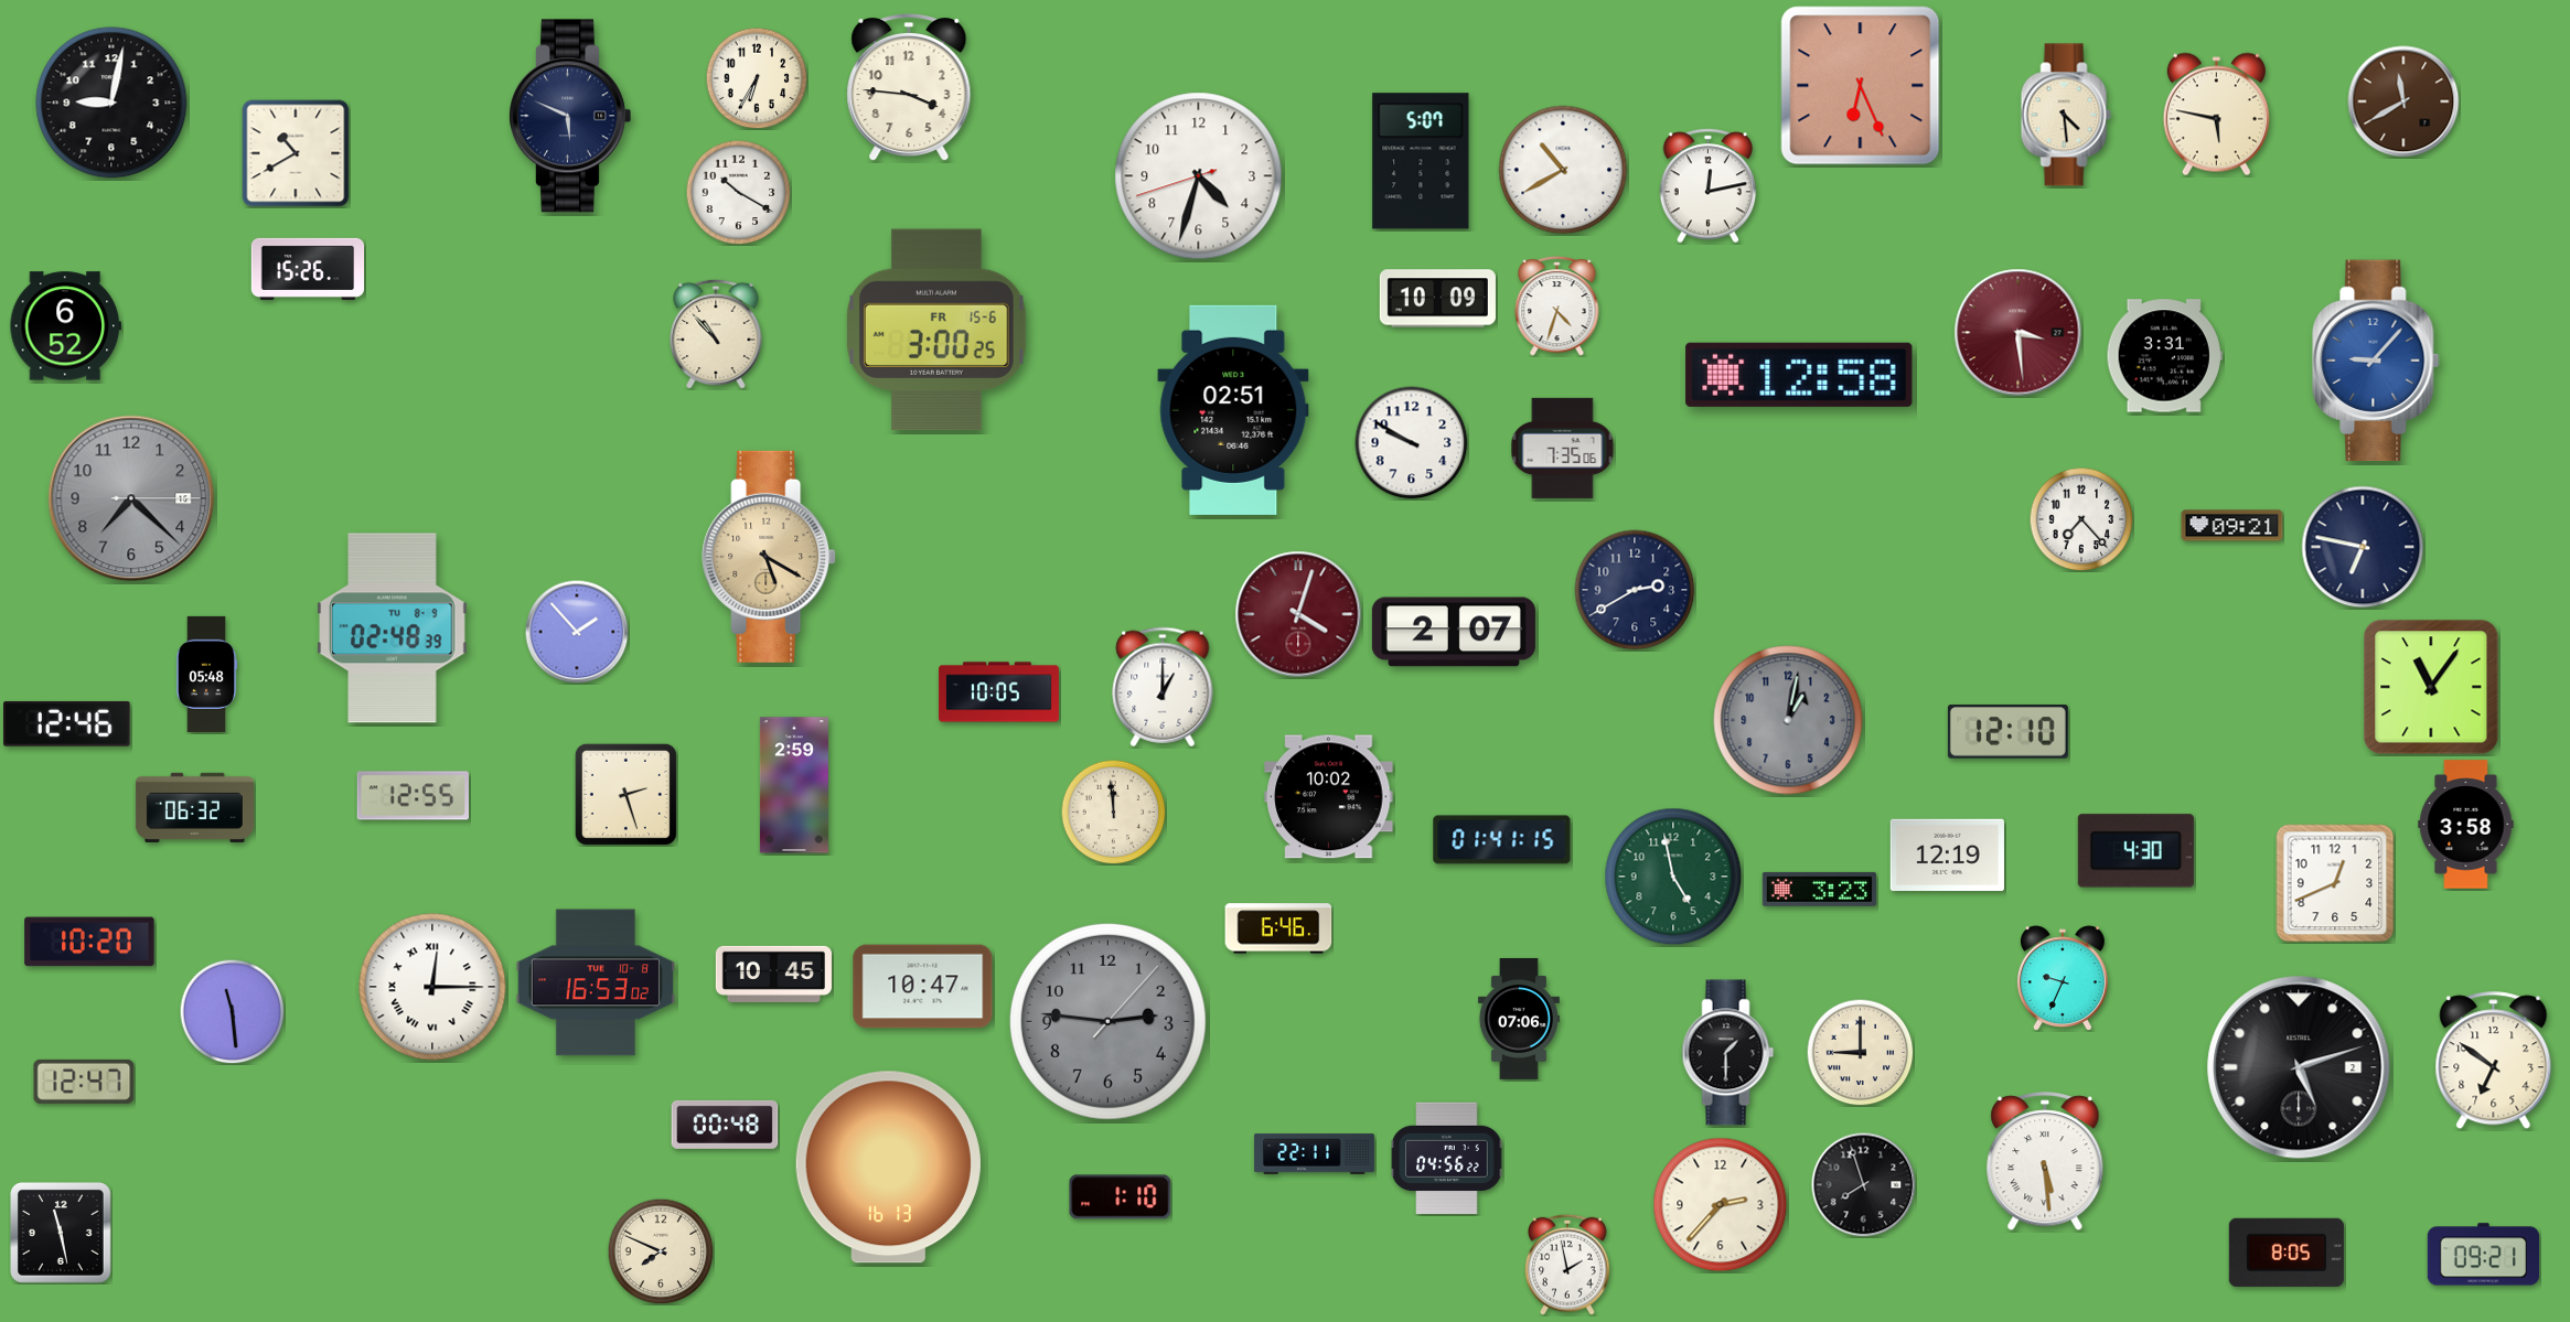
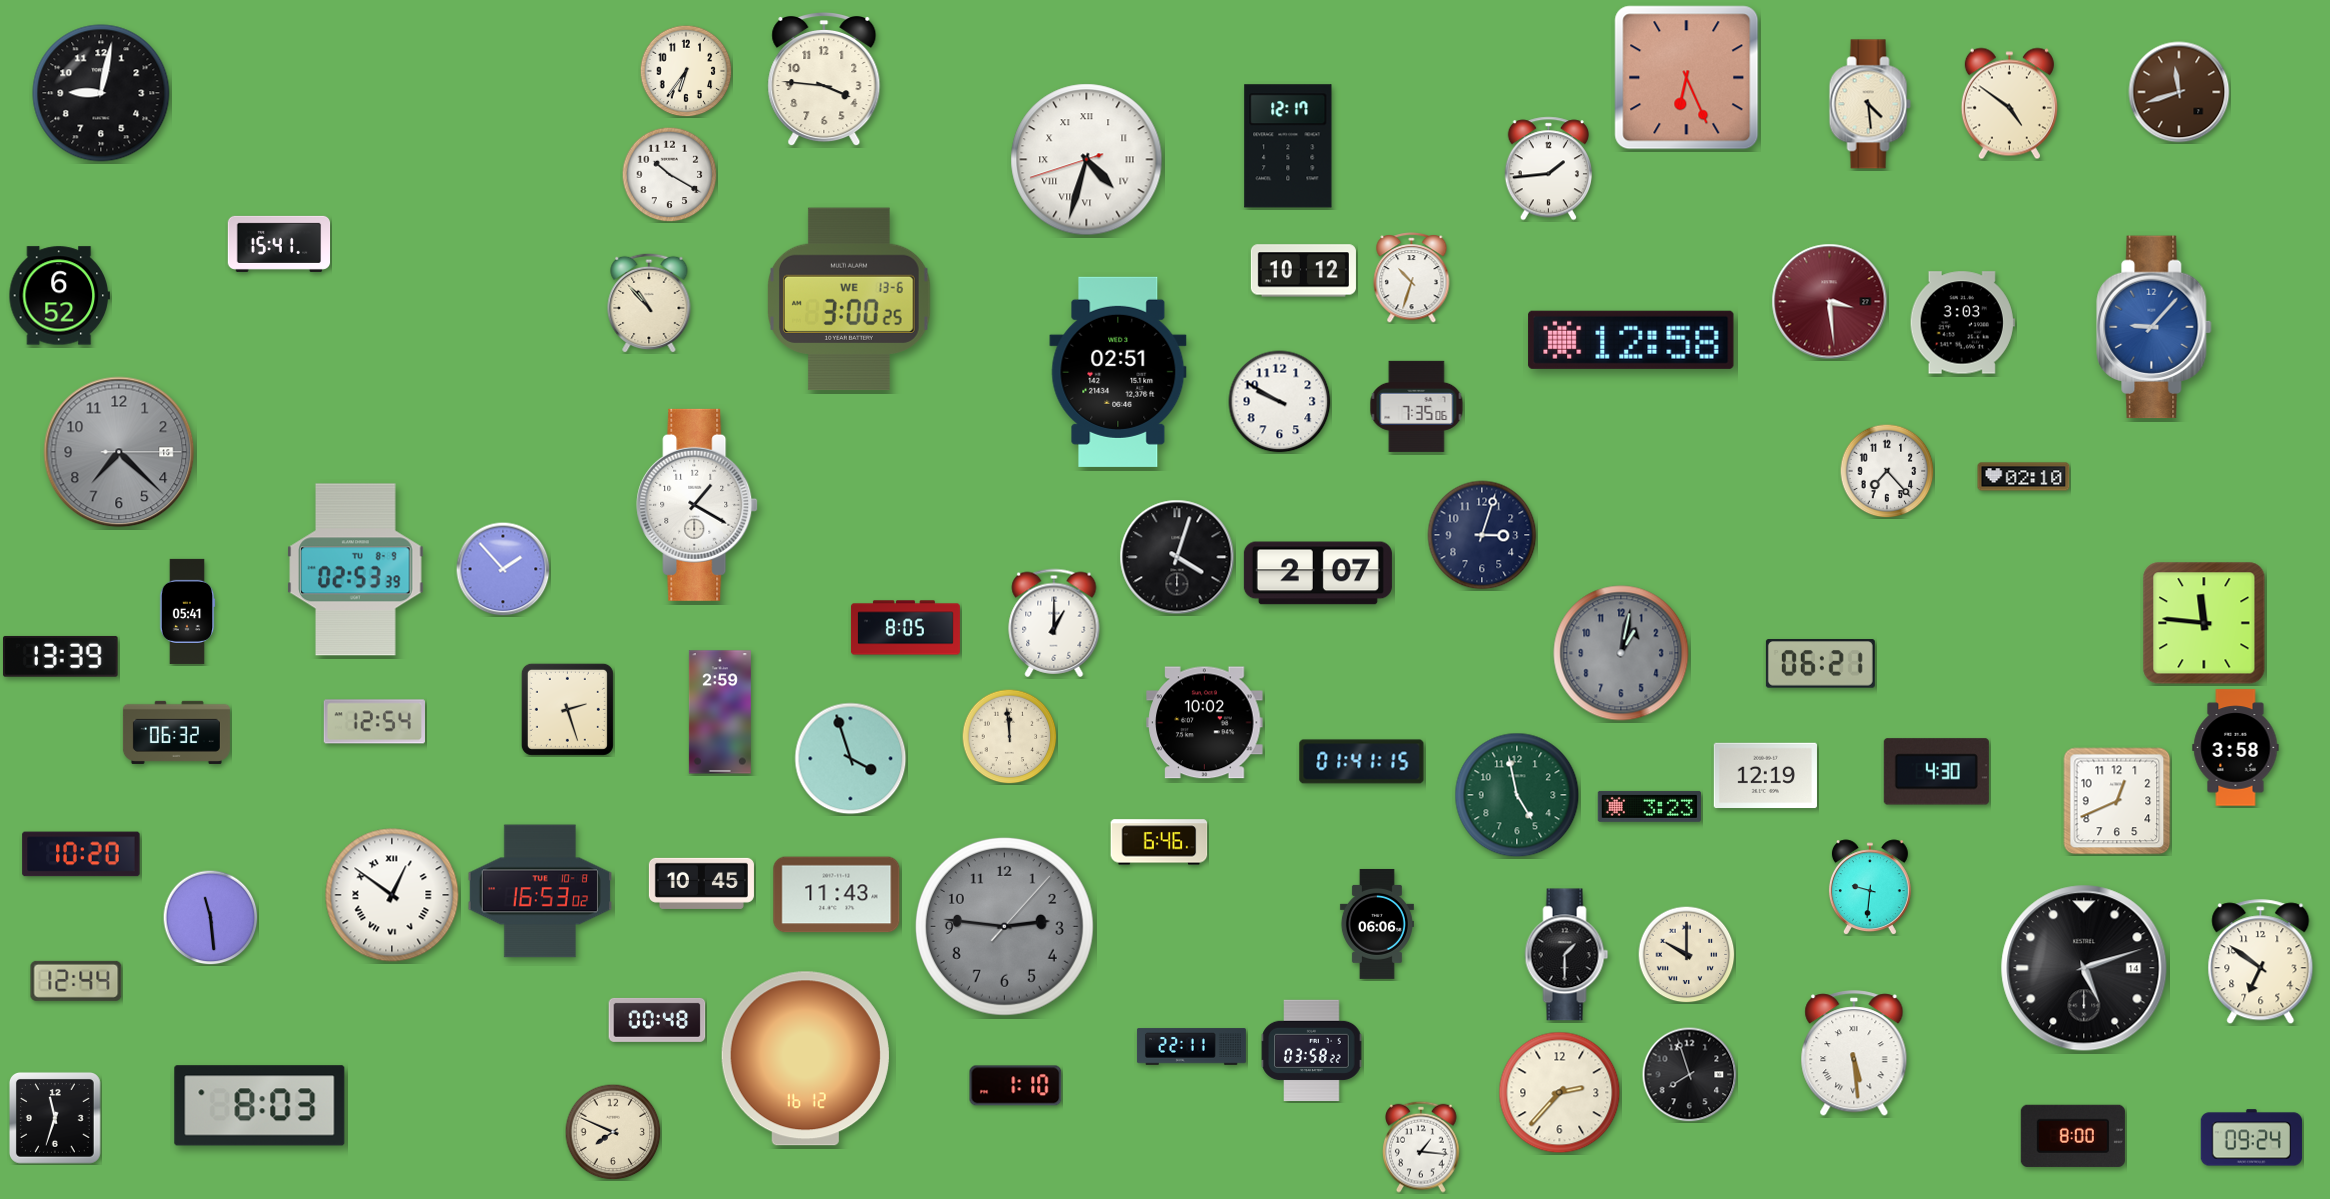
clock at (757, 78): 6:35 -> 6:36
clock at (2403, 101): 11:40 -> 11:42
clock at (2066, 115) position: (2066, 115) -> (1870, 104)
clock at (2216, 115): 5:47 -> 4:51
clock at (570, 116): 5:49 -> none
clock at (296, 153): 10:40 -> none
clock at (1421, 161): 5:07 -> 12:17
clock at (1563, 170): 10:40 -> none
clock at (1199, 176) numerals: Arabic -> Roman
clock at (1707, 186): 12:13 -> 1:44
clock at (308, 269): 15:26 -> 15:41
clock at (1437, 299): 10:09 -> 10:12
clock at (1557, 307): 4:33 -> 10:33
clock at (938, 330) date: FR 15-6 -> WE 13-6
clock at (2164, 356): 3:31 -> 3:03
clock at (2232, 526): 09:21 -> 02:10
clock at (2363, 547): 6:47 -> none
clock at (769, 557): 5:20 -> 1:20
clock at (769, 557) dial: champagne -> white
clock at (1635, 590): 2:40 -> 3:03
clock at (1298, 614) dial: burgundy -> black
clock at (393, 628): 02:48 -> 02:53
clock at (577, 632) position: (577, 632) -> (503, 569)
clock at (206, 674): 05:48 -> 05:41
clock at (2431, 687): 11:06 -> 11:46
clock at (998, 692): 10:05 -> 8:05
clock at (67, 723): 12:46 -> 13:39
clock at (2007, 732): 12:10 -> 06:21
clock at (625, 794) position: (625, 794) -> (567, 709)
clock at (413, 796): 12:55 -> 12:54
clock at (851, 759): none -> 3:57
clock at (2063, 978): 9:34 -> 9:31
clock at (432, 987): 12:15 -> 12:51
clock at (923, 987): 10:47 -> 11:43
clock at (1519, 1019): 07:06 -> 06:06
clock at (1860, 1052): 9:00 -> 10:00
clock at (2299, 1067) date: 2 -> 14
clock at (84, 1082): 12:47 -> 12:44
clock at (1447, 1159): 04:56 -> 03:58
clock at (888, 1168): 16:13 -> 16:12
clock at (260, 1106): none -> 8:03
clock at (61, 1233): 11:28 -> 11:33
clock at (661, 1251) position: (661, 1251) -> (613, 1132)
clock at (2287, 1253): 8:05 -> 8:00
clock at (2484, 1255): 09:21 -> 09:24
clock at (1567, 1265): 1:58 -> 1:16
